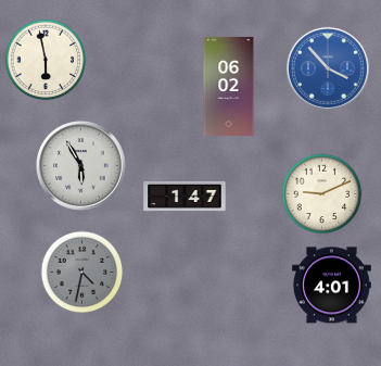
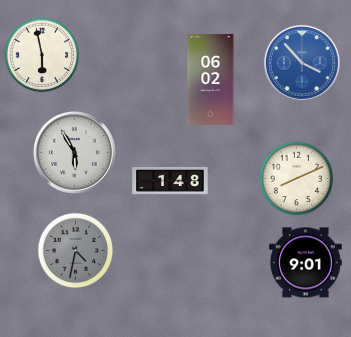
clock at (322, 194): 9:11 -> 8:11
clock at (185, 197): 1:47 -> 1:48
clock at (332, 286): 4:01 -> 9:01
